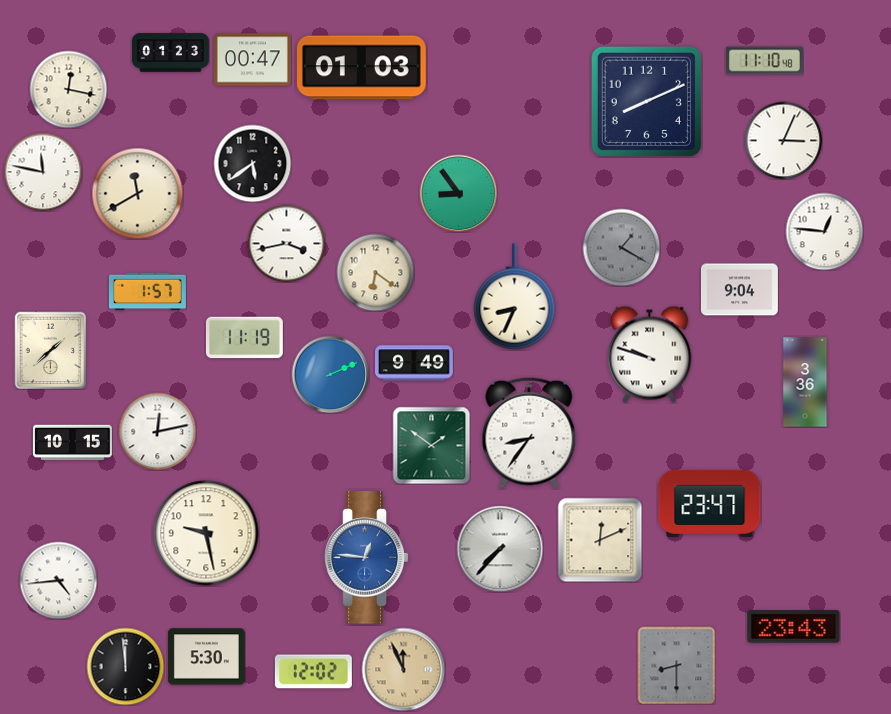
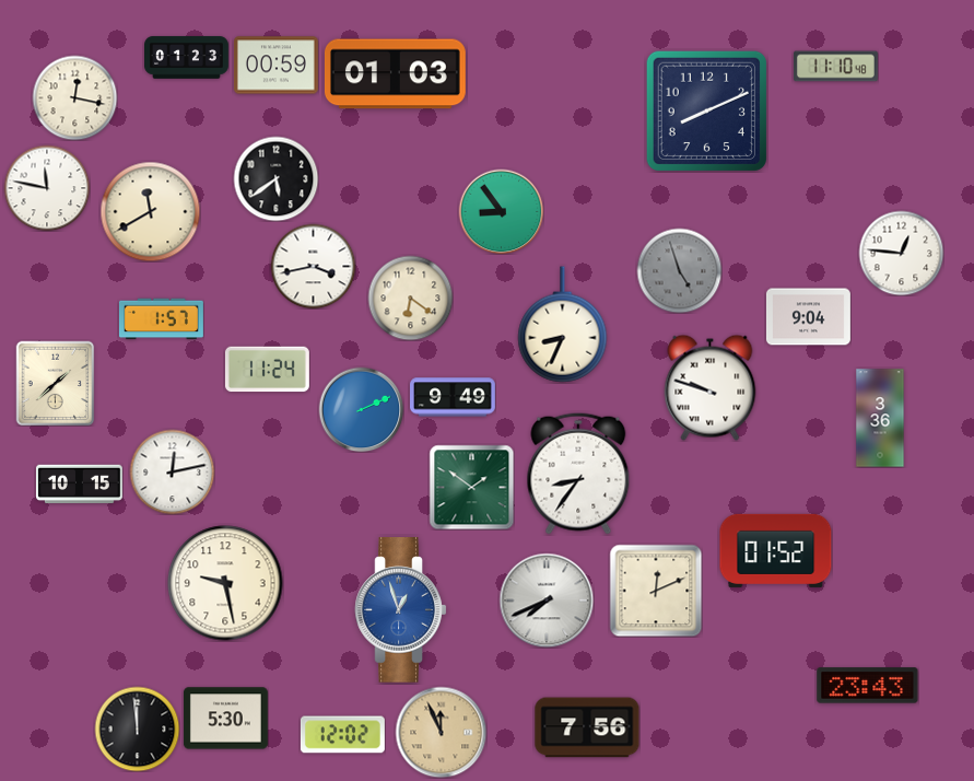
clock at (252, 60): 00:47 -> 00:59
clock at (783, 140): 3:04 -> none
clock at (621, 247): 1:20 -> 4:57
clock at (244, 338): 11:19 -> 11:24
clock at (710, 503): 23:47 -> 01:52
clock at (500, 549): 7:37 -> 7:41
clock at (367, 558): 12:46 -> 12:57
clock at (58, 580): 4:44 -> none
clock at (587, 727): none -> 7:56
clock at (676, 665): 8:30 -> none
